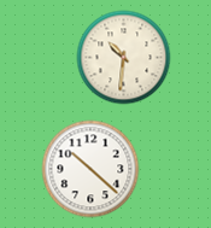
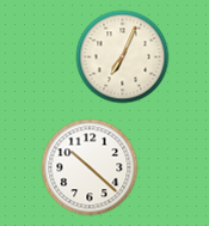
clock at (123, 57): 10:31 -> 7:04
